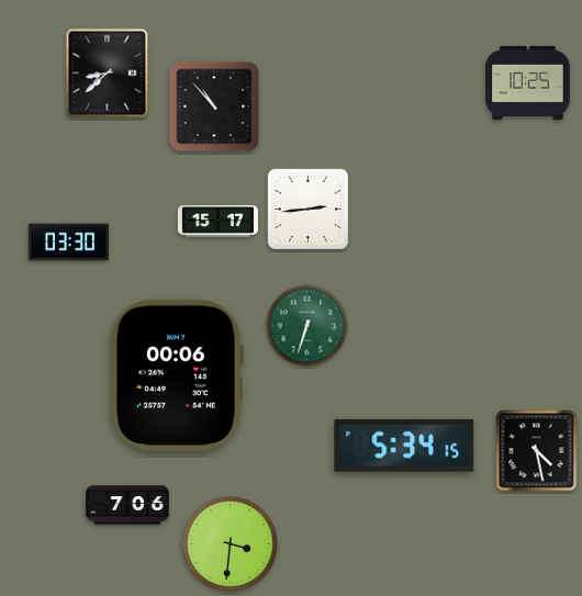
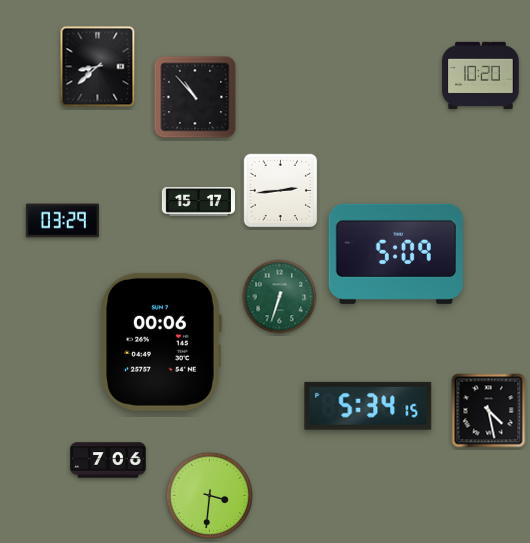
clock at (528, 82): 10:25 -> 10:20
clock at (68, 243): 03:30 -> 03:29
clock at (396, 254): none -> 5:09
clock at (127, 505) position: (127, 505) -> (108, 460)
